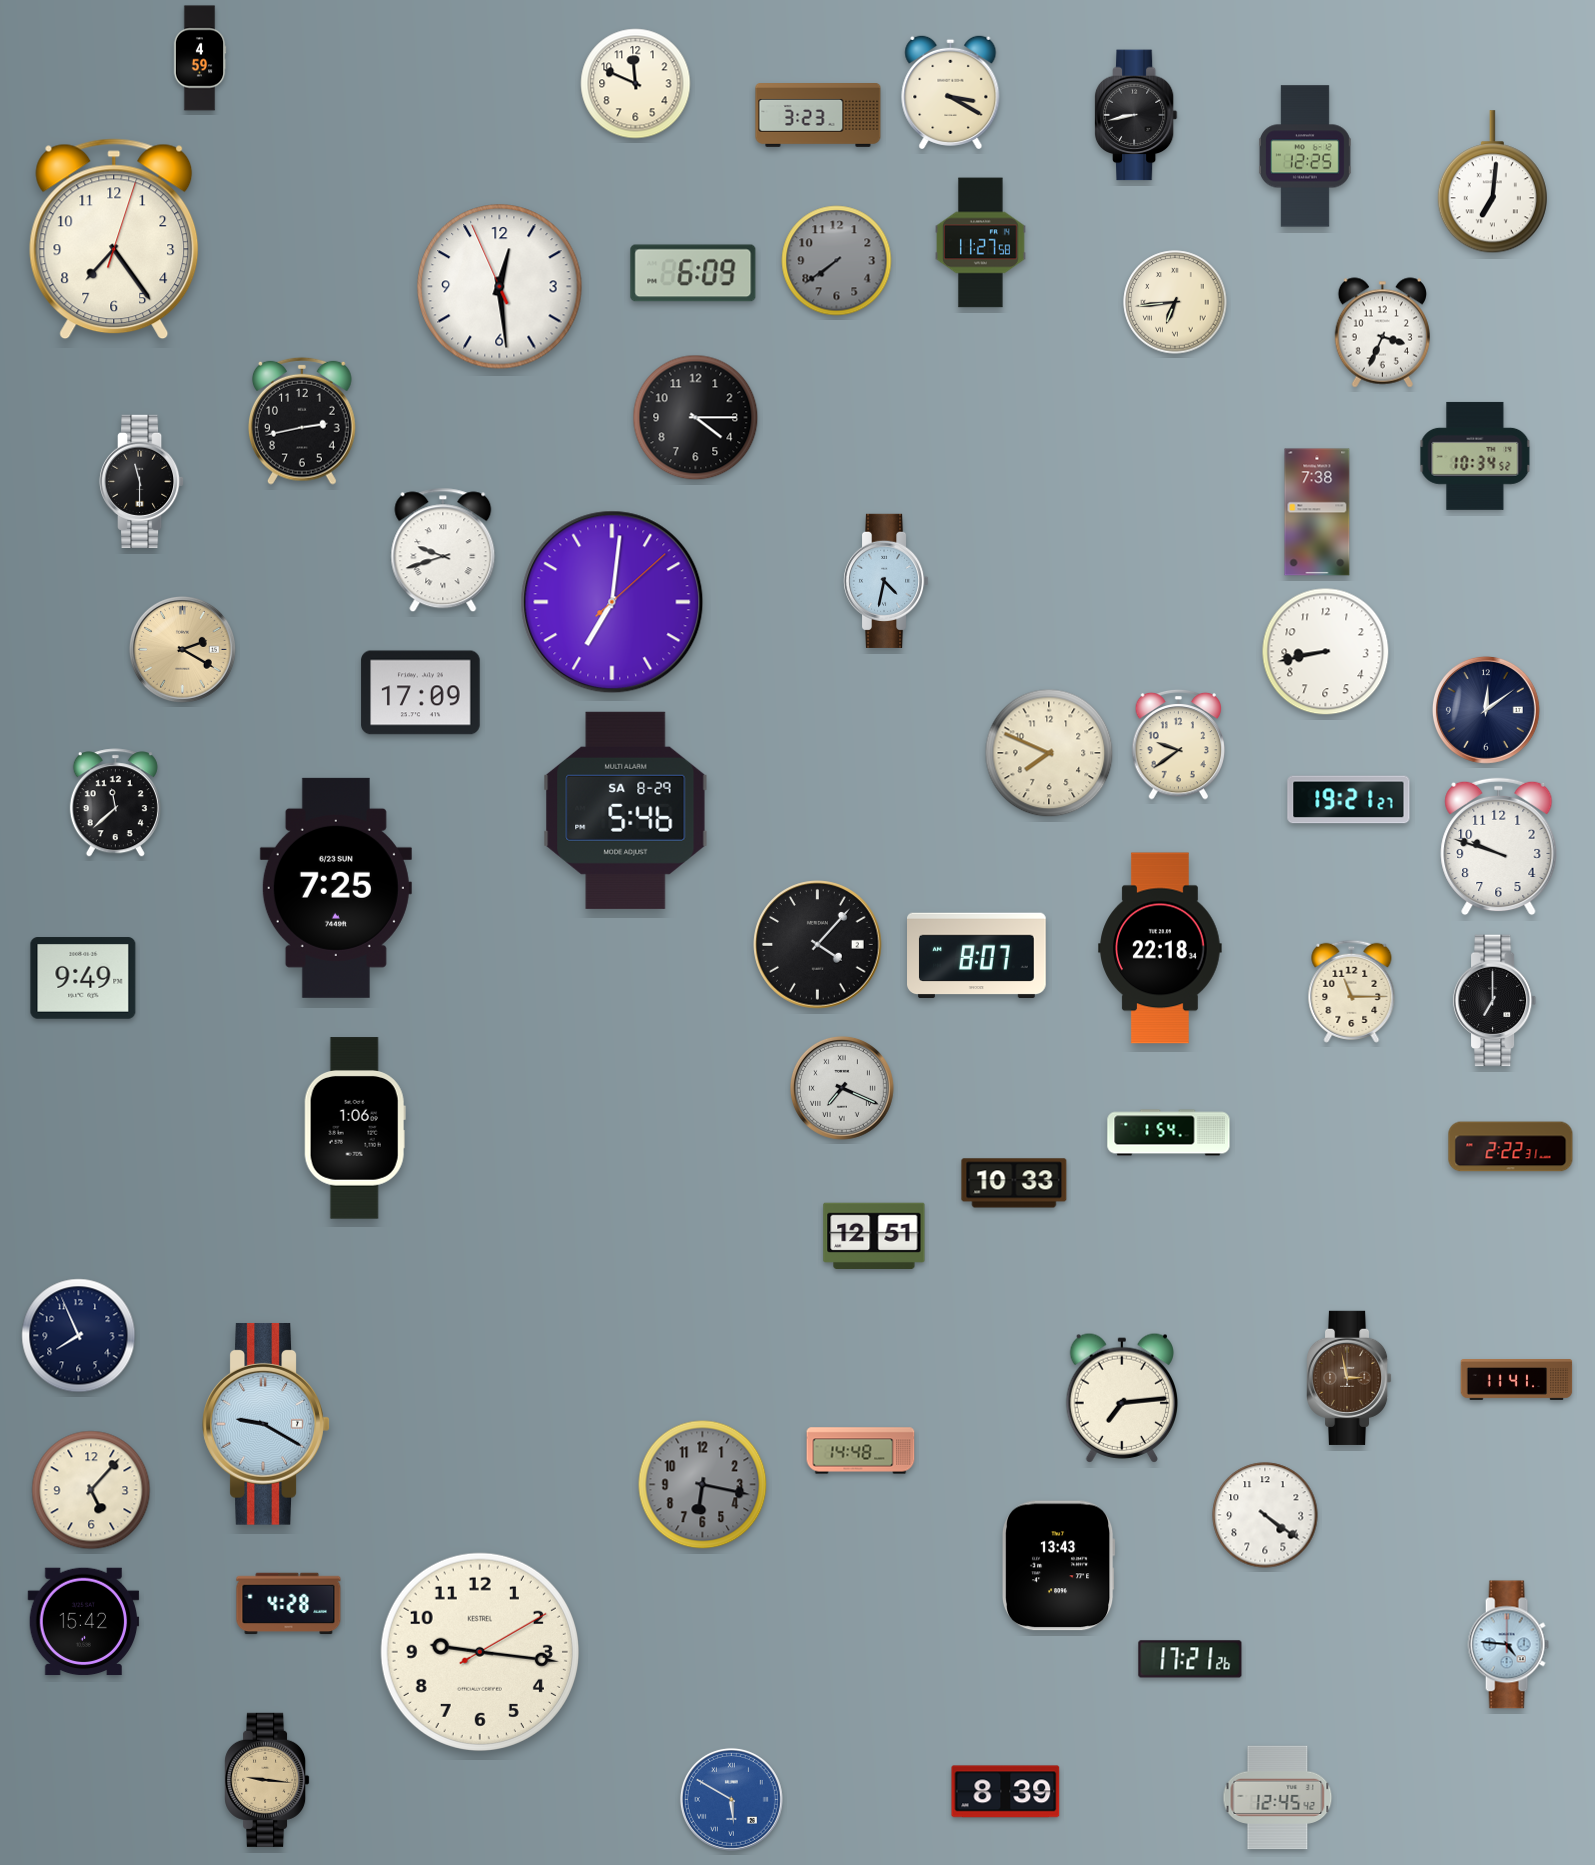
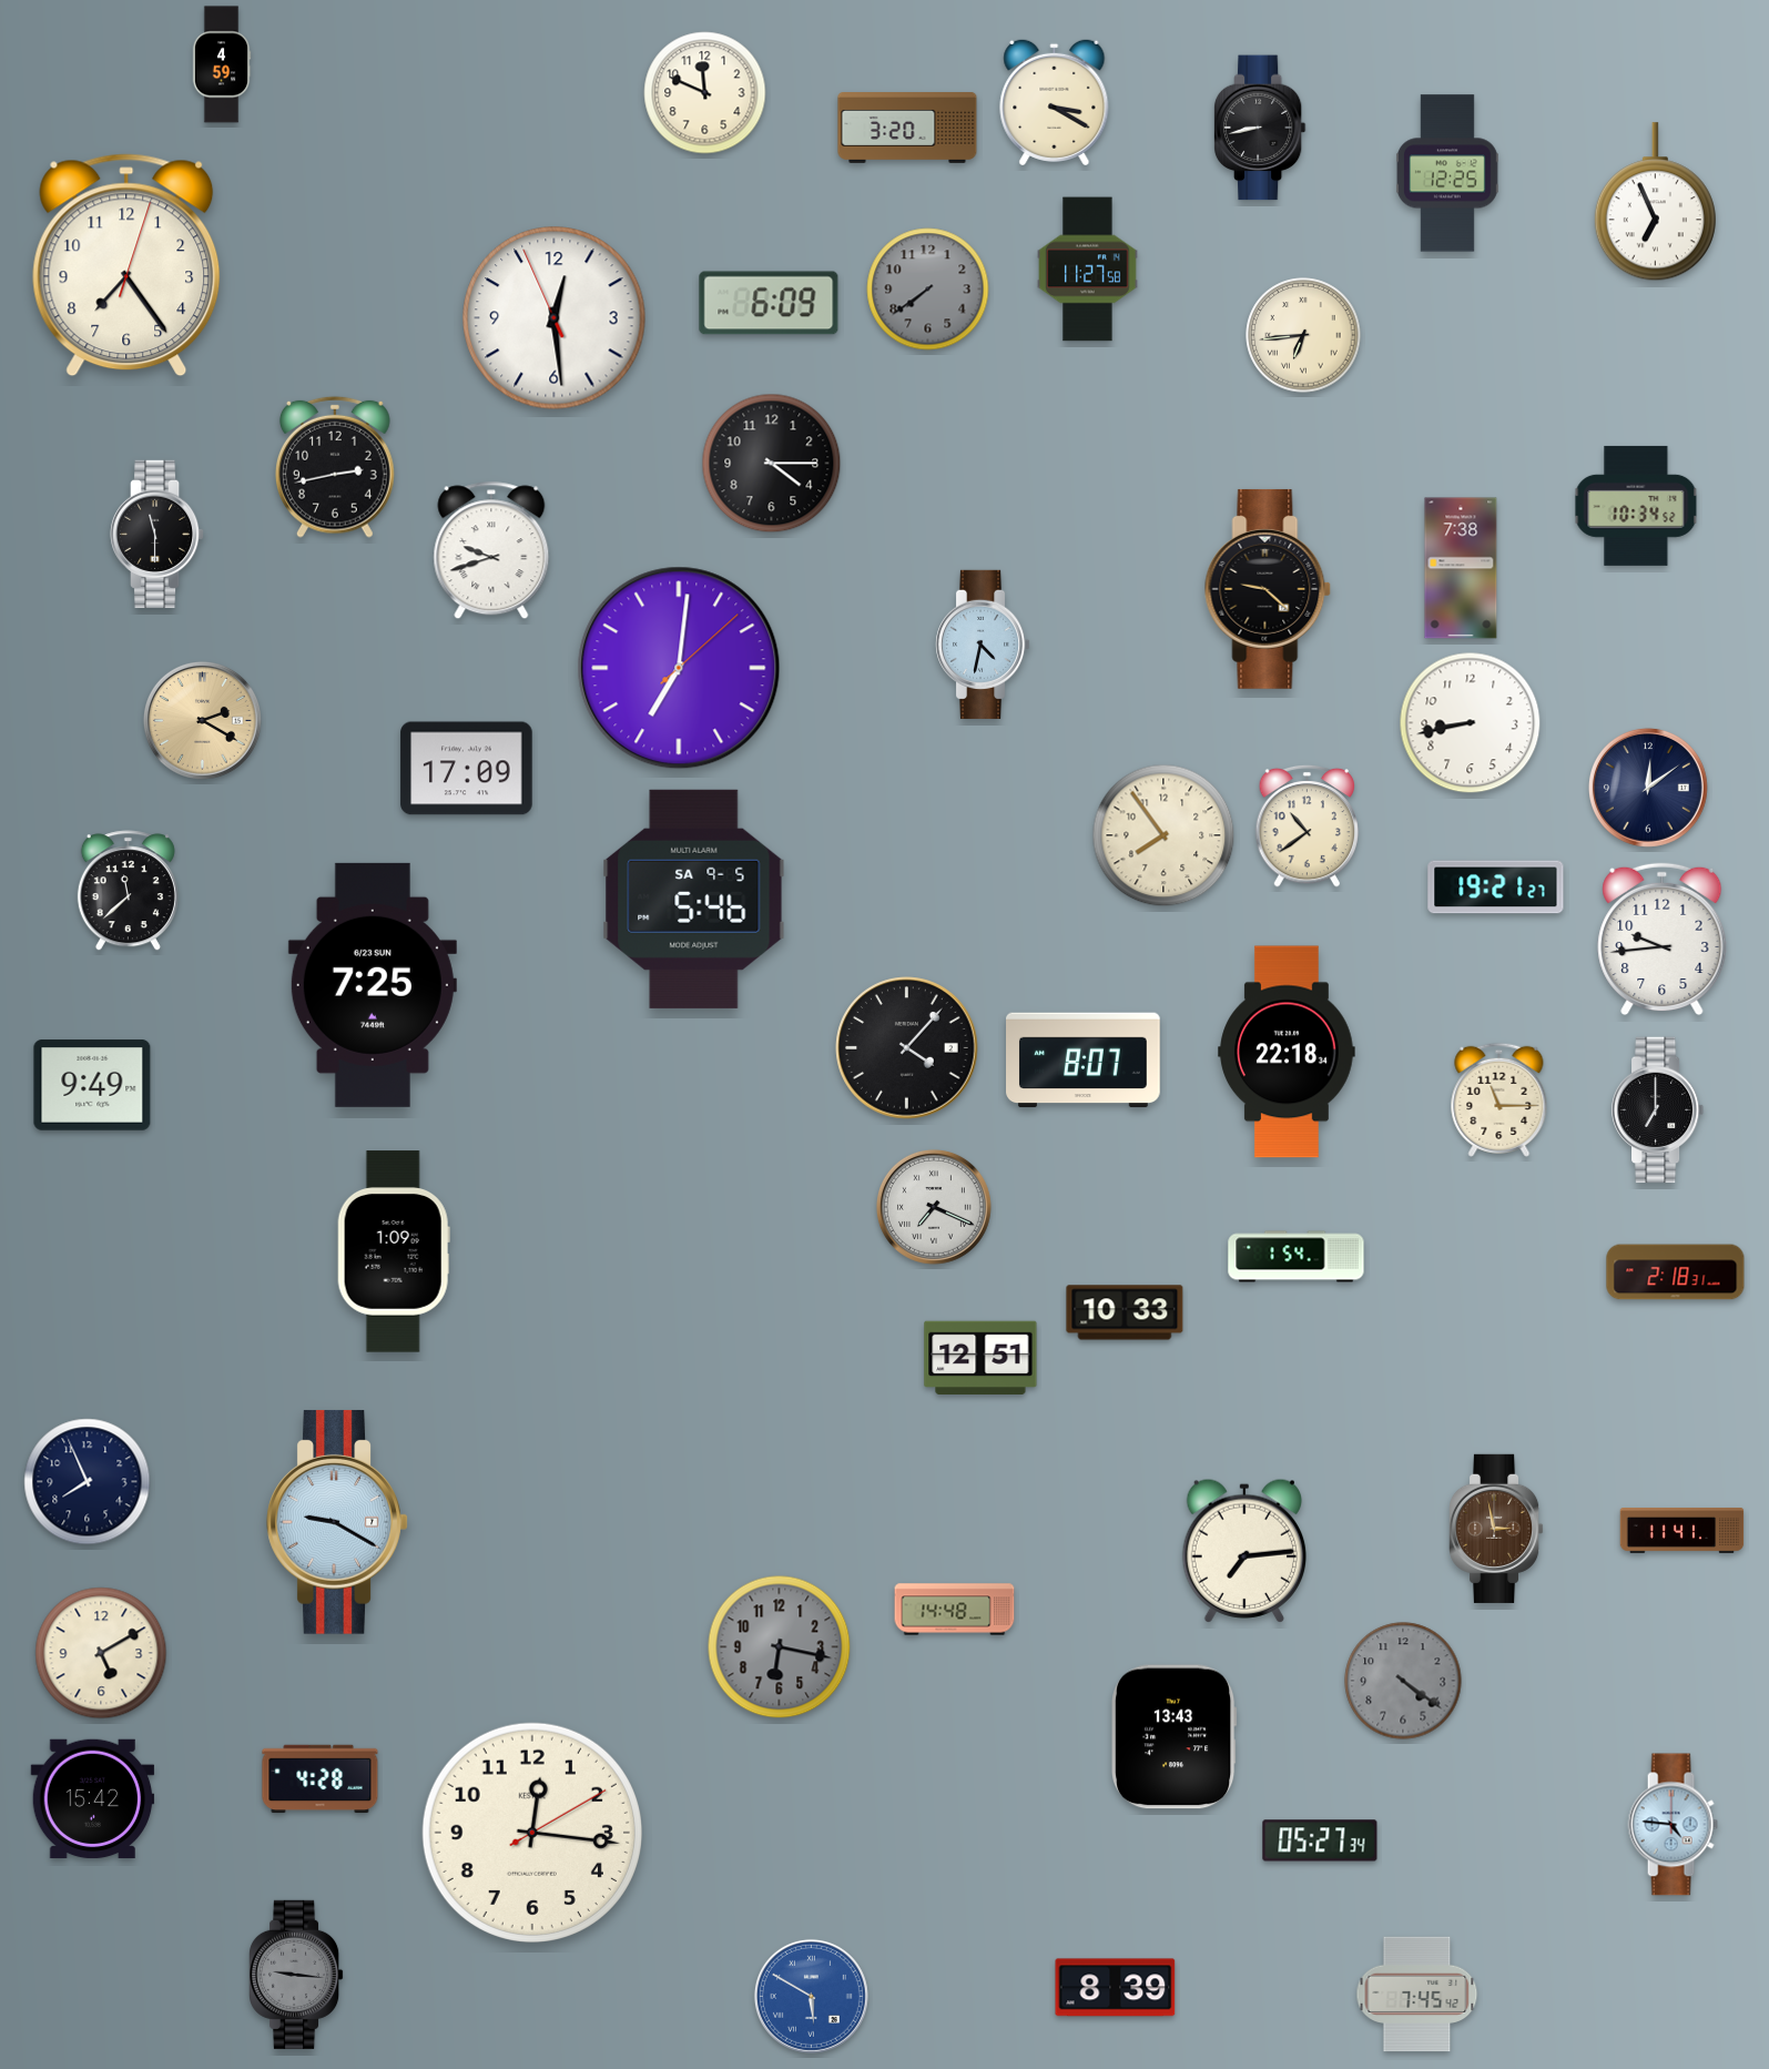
clock at (818, 116): 3:23 -> 3:20
clock at (1492, 182): 7:01 -> 6:56
clock at (1382, 333): 3:34 -> none
clock at (1268, 589): none -> 9:22
clock at (443, 550) position: (443, 550) -> (491, 550)
clock at (1179, 744): 9:39 -> 10:39
clock at (1049, 753): 7:49 -> 7:54
clock at (626, 810) date: SA 8-29 -> SA 9-5
clock at (1499, 847): 9:48 -> 9:44
clock at (355, 1128): 1:06 -> 1:09
clock at (1511, 1147): 2:22 -> 2:18
clock at (874, 1235) position: (874, 1235) -> (980, 1357)
clock at (266, 1424) position: (266, 1424) -> (337, 1522)
clock at (91, 1490): 5:07 -> 5:10
clock at (1265, 1515) dial: white -> grey
clock at (480, 1652): 9:16 -> 12:16
clock at (1190, 1659): 17:21 -> 05:27
clock at (268, 1780) dial: champagne -> grey
clock at (1278, 1798): 12:45 -> 7:45
